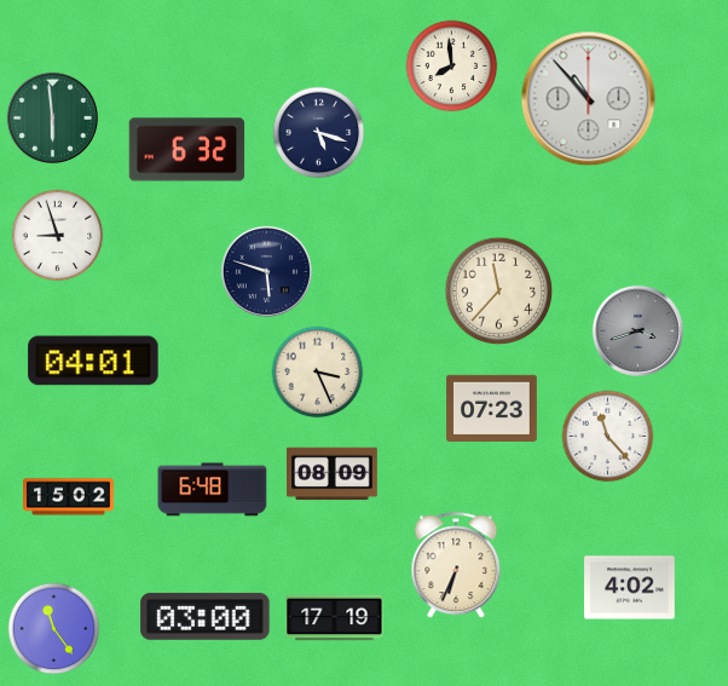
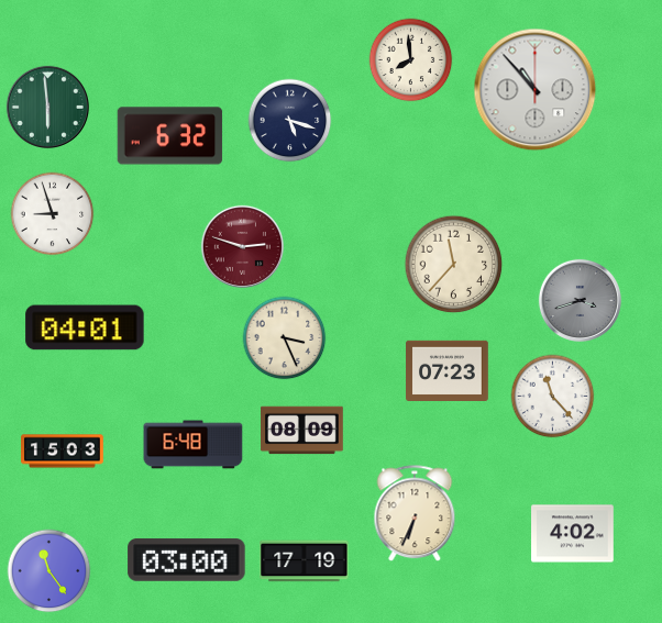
clock at (266, 271): 5:48 -> 2:48
clock at (266, 271) dial: navy -> burgundy
clock at (318, 373) position: (318, 373) -> (285, 338)
clock at (69, 497): 15:02 -> 15:03
